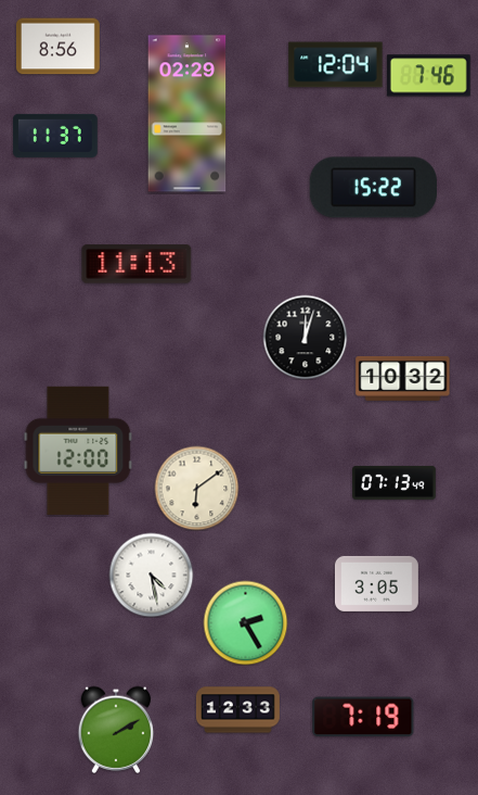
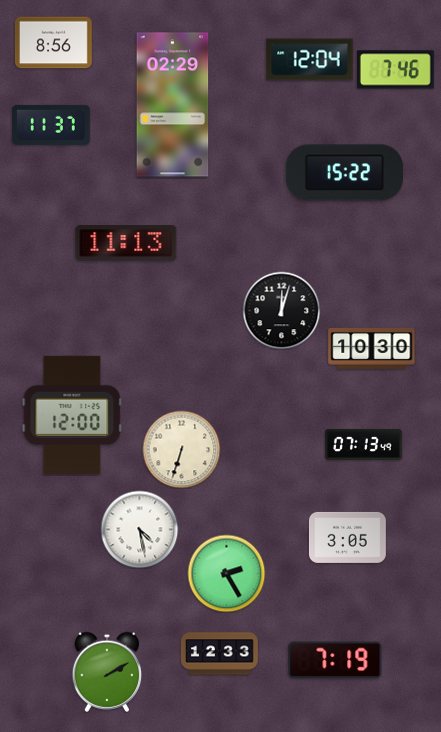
clock at (403, 378): 10:32 -> 10:30
clock at (196, 488): 6:09 -> 6:33
